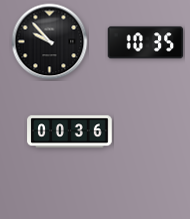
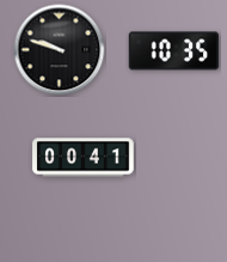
clock at (50, 42): 9:53 -> 9:48
clock at (70, 132): 00:36 -> 00:41
